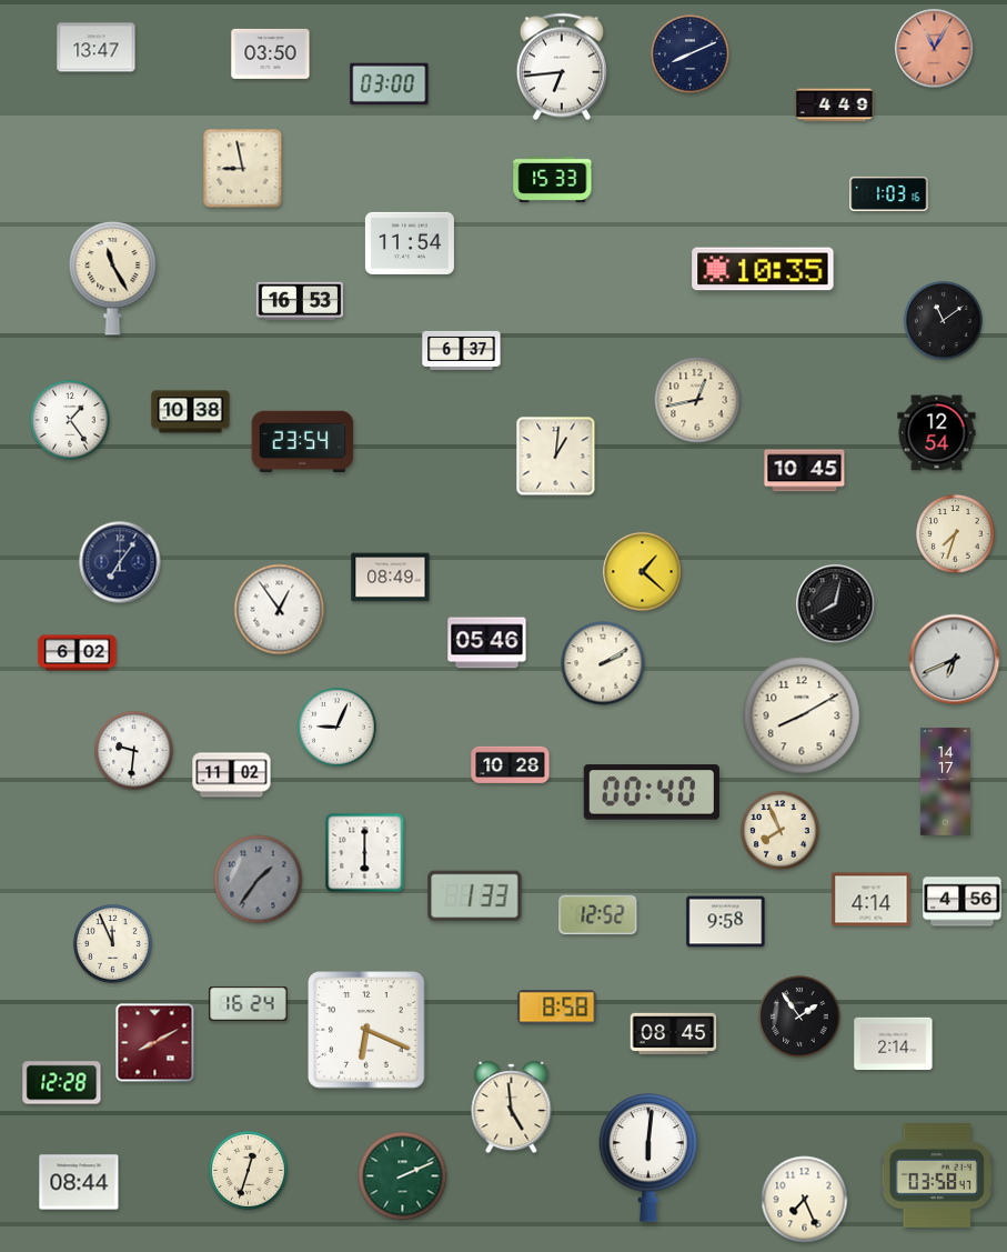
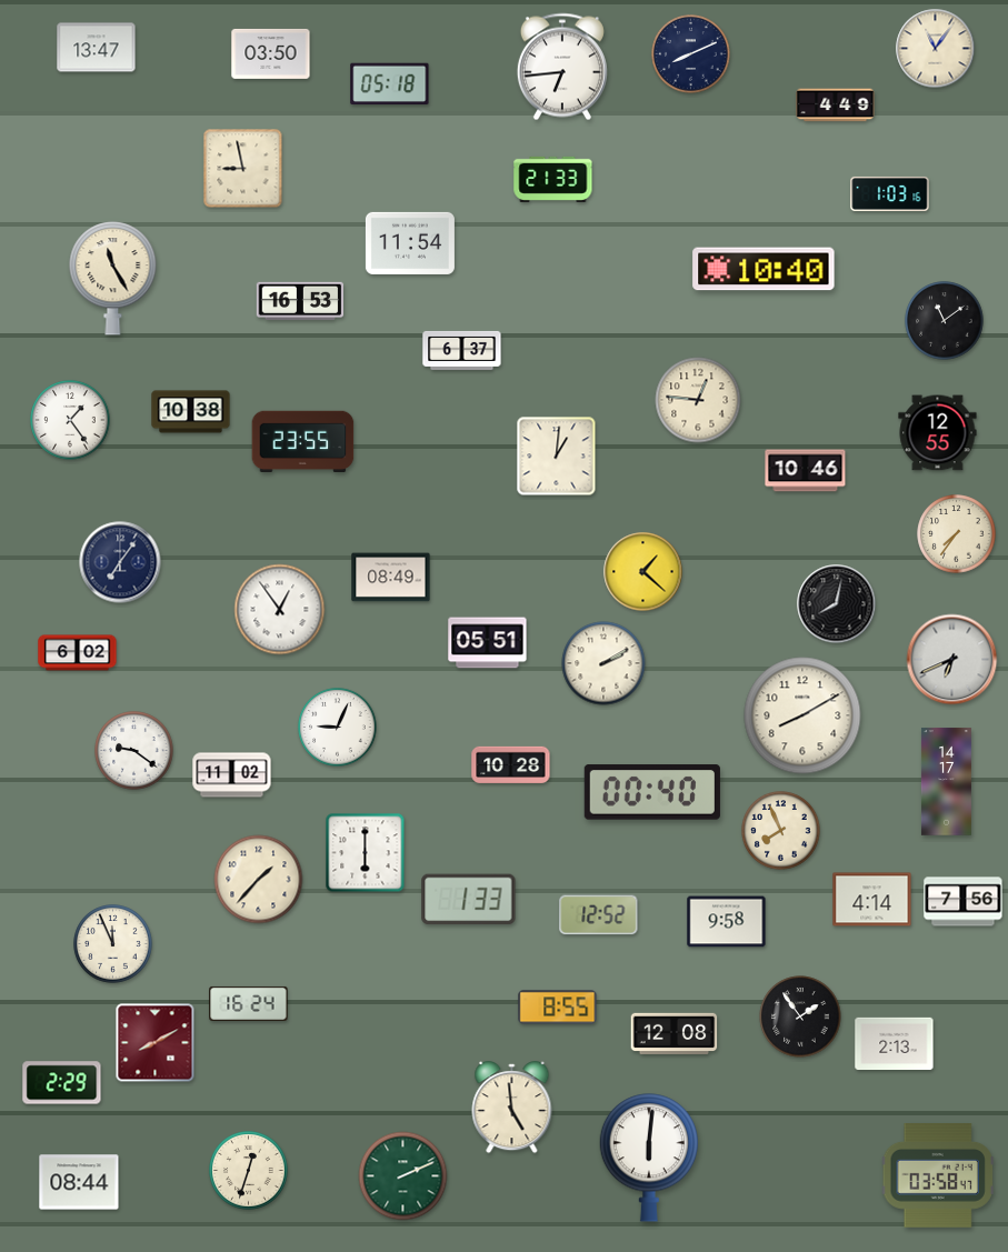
clock at (935, 49): 11:05 -> 11:06
clock at (935, 49) dial: salmon -> cream
clock at (390, 84): 03:00 -> 05:18
clock at (553, 179): 15:33 -> 21:33
clock at (763, 269): 10:35 -> 10:40
clock at (697, 400): 12:43 -> 12:46
clock at (937, 433): 12:54 -> 12:55
clock at (303, 442): 23:54 -> 23:55
clock at (805, 471): 10:45 -> 10:46
clock at (956, 534): 7:33 -> 7:36
clock at (487, 643): 05:46 -> 05:51
clock at (955, 660) position: (955, 660) -> (952, 660)
clock at (134, 751): 9:31 -> 9:21
clock at (259, 880): 1:36 -> 1:37
clock at (259, 880) dial: grey -> cream
clock at (475, 897) position: (475, 897) -> (469, 900)
clock at (963, 902): 4:56 -> 7:56
clock at (557, 1008): 8:58 -> 8:55
clock at (366, 1030): 6:19 -> none
clock at (674, 1034): 08:45 -> 12:08
clock at (894, 1043): 2:14 -> 2:13
clock at (62, 1083): 12:28 -> 2:29
clock at (805, 1200): 7:26 -> none
